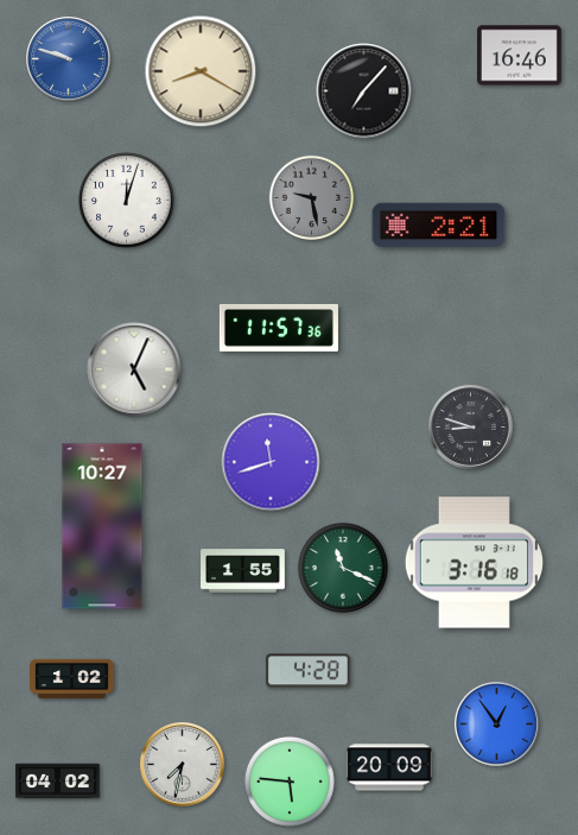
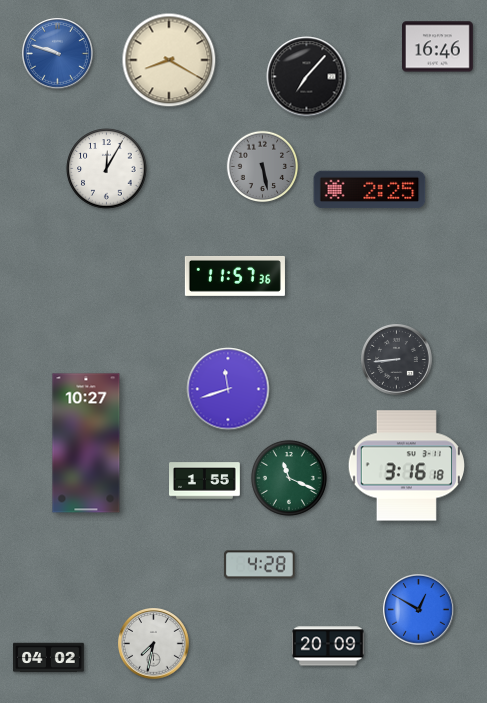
clock at (69, 59) position: (69, 59) -> (58, 54)
clock at (312, 198): 9:28 -> 5:28
clock at (127, 201): 12:03 -> 12:05
clock at (439, 226): 2:21 -> 2:25
clock at (134, 369): 5:04 -> none
clock at (471, 428): 8:48 -> 8:44
clock at (474, 563) position: (474, 563) -> (406, 466)
clock at (72, 678): 1:02 -> none
clock at (497, 725): 12:54 -> 12:50
clock at (290, 782): 5:46 -> none
